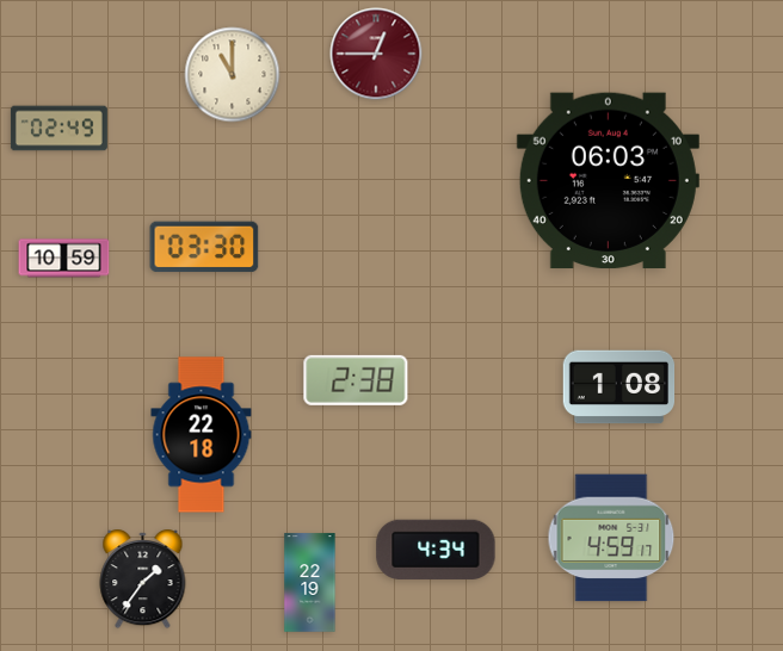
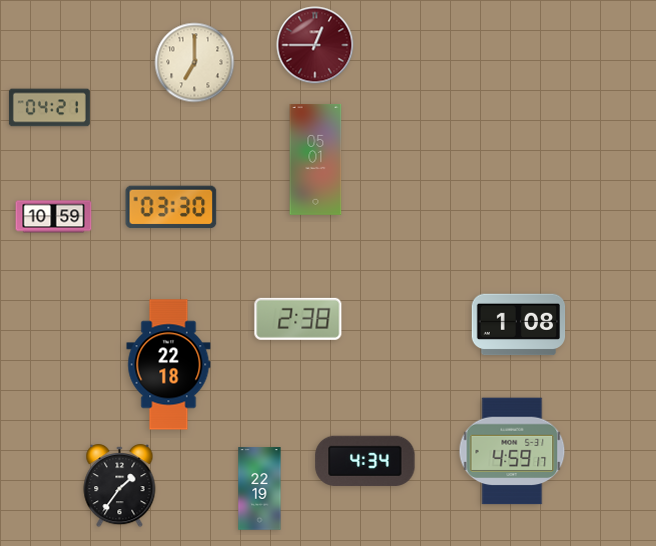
clock at (233, 75): 11:00 -> 7:00
clock at (58, 129): 02:49 -> 04:21
clock at (608, 181): 06:03 -> none
clock at (316, 160): none -> 05:01
